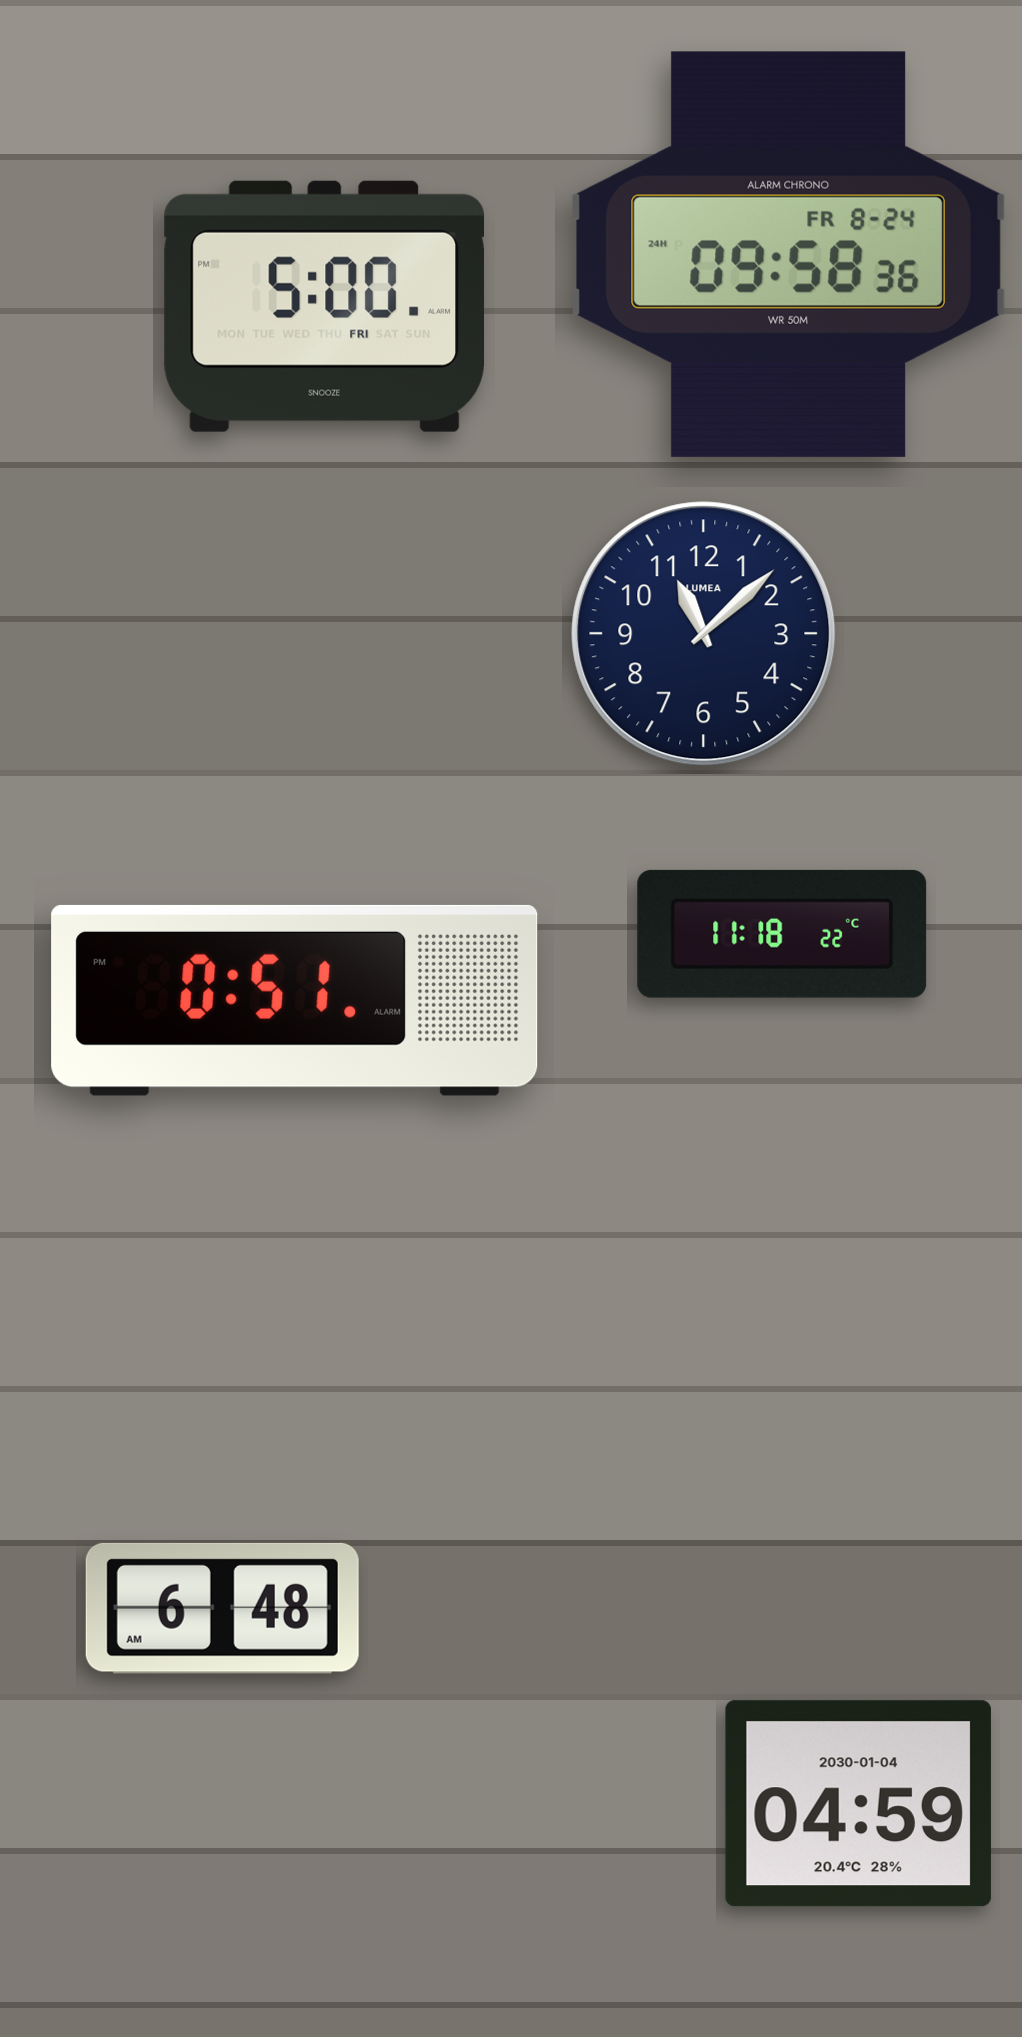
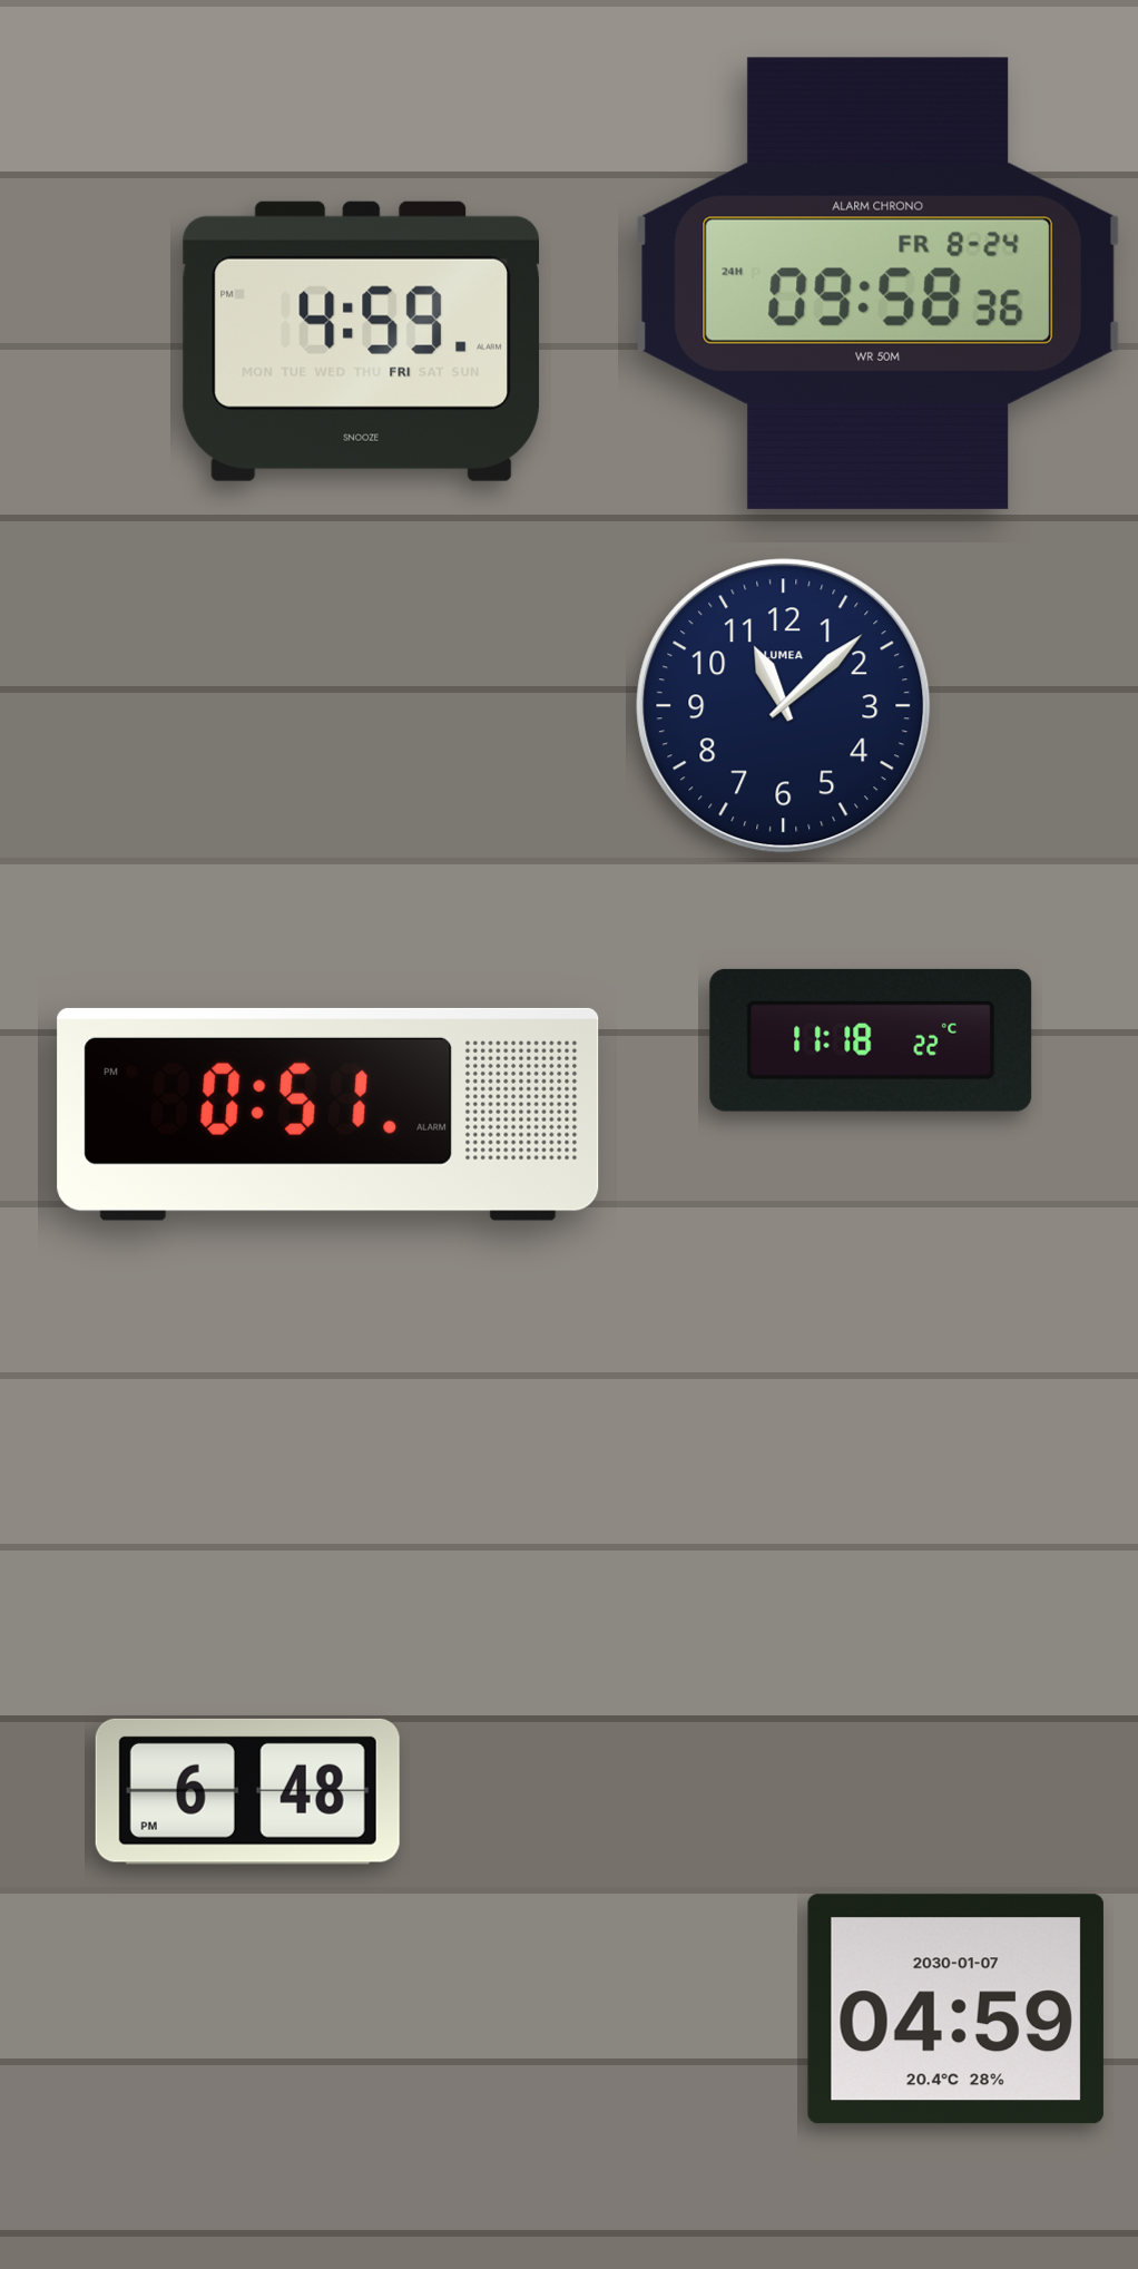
clock at (324, 306): 5:00 -> 4:59
clock at (222, 1608): 6:48 AM -> 6:48 PM
clock at (858, 1804) date: 2030-01-04 -> 2030-01-07
